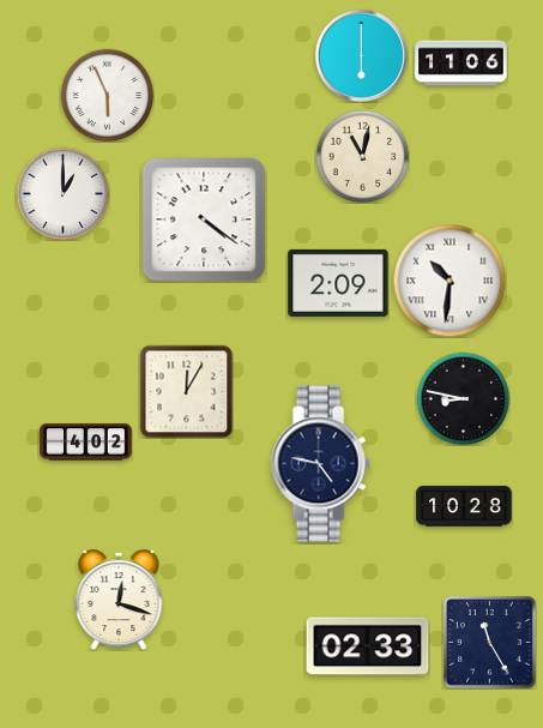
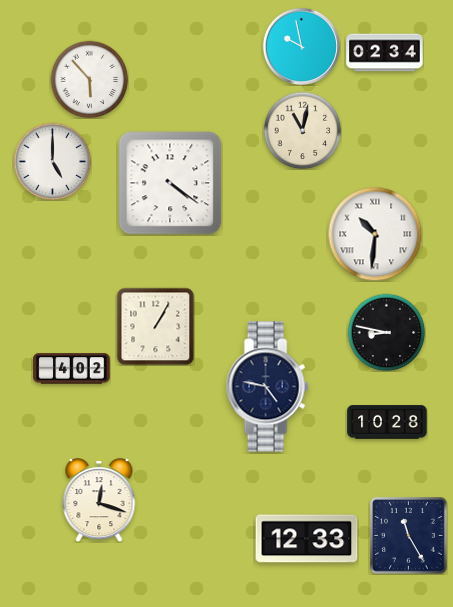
clock at (361, 55): 6:00 -> 9:58
clock at (461, 64): 11:06 -> 02:34
clock at (107, 95): 5:56 -> 5:53
clock at (62, 193): 1:00 -> 5:00
clock at (338, 283): 2:09 -> none
clock at (186, 391): 12:05 -> 1:05
clock at (368, 646): 02:33 -> 12:33
